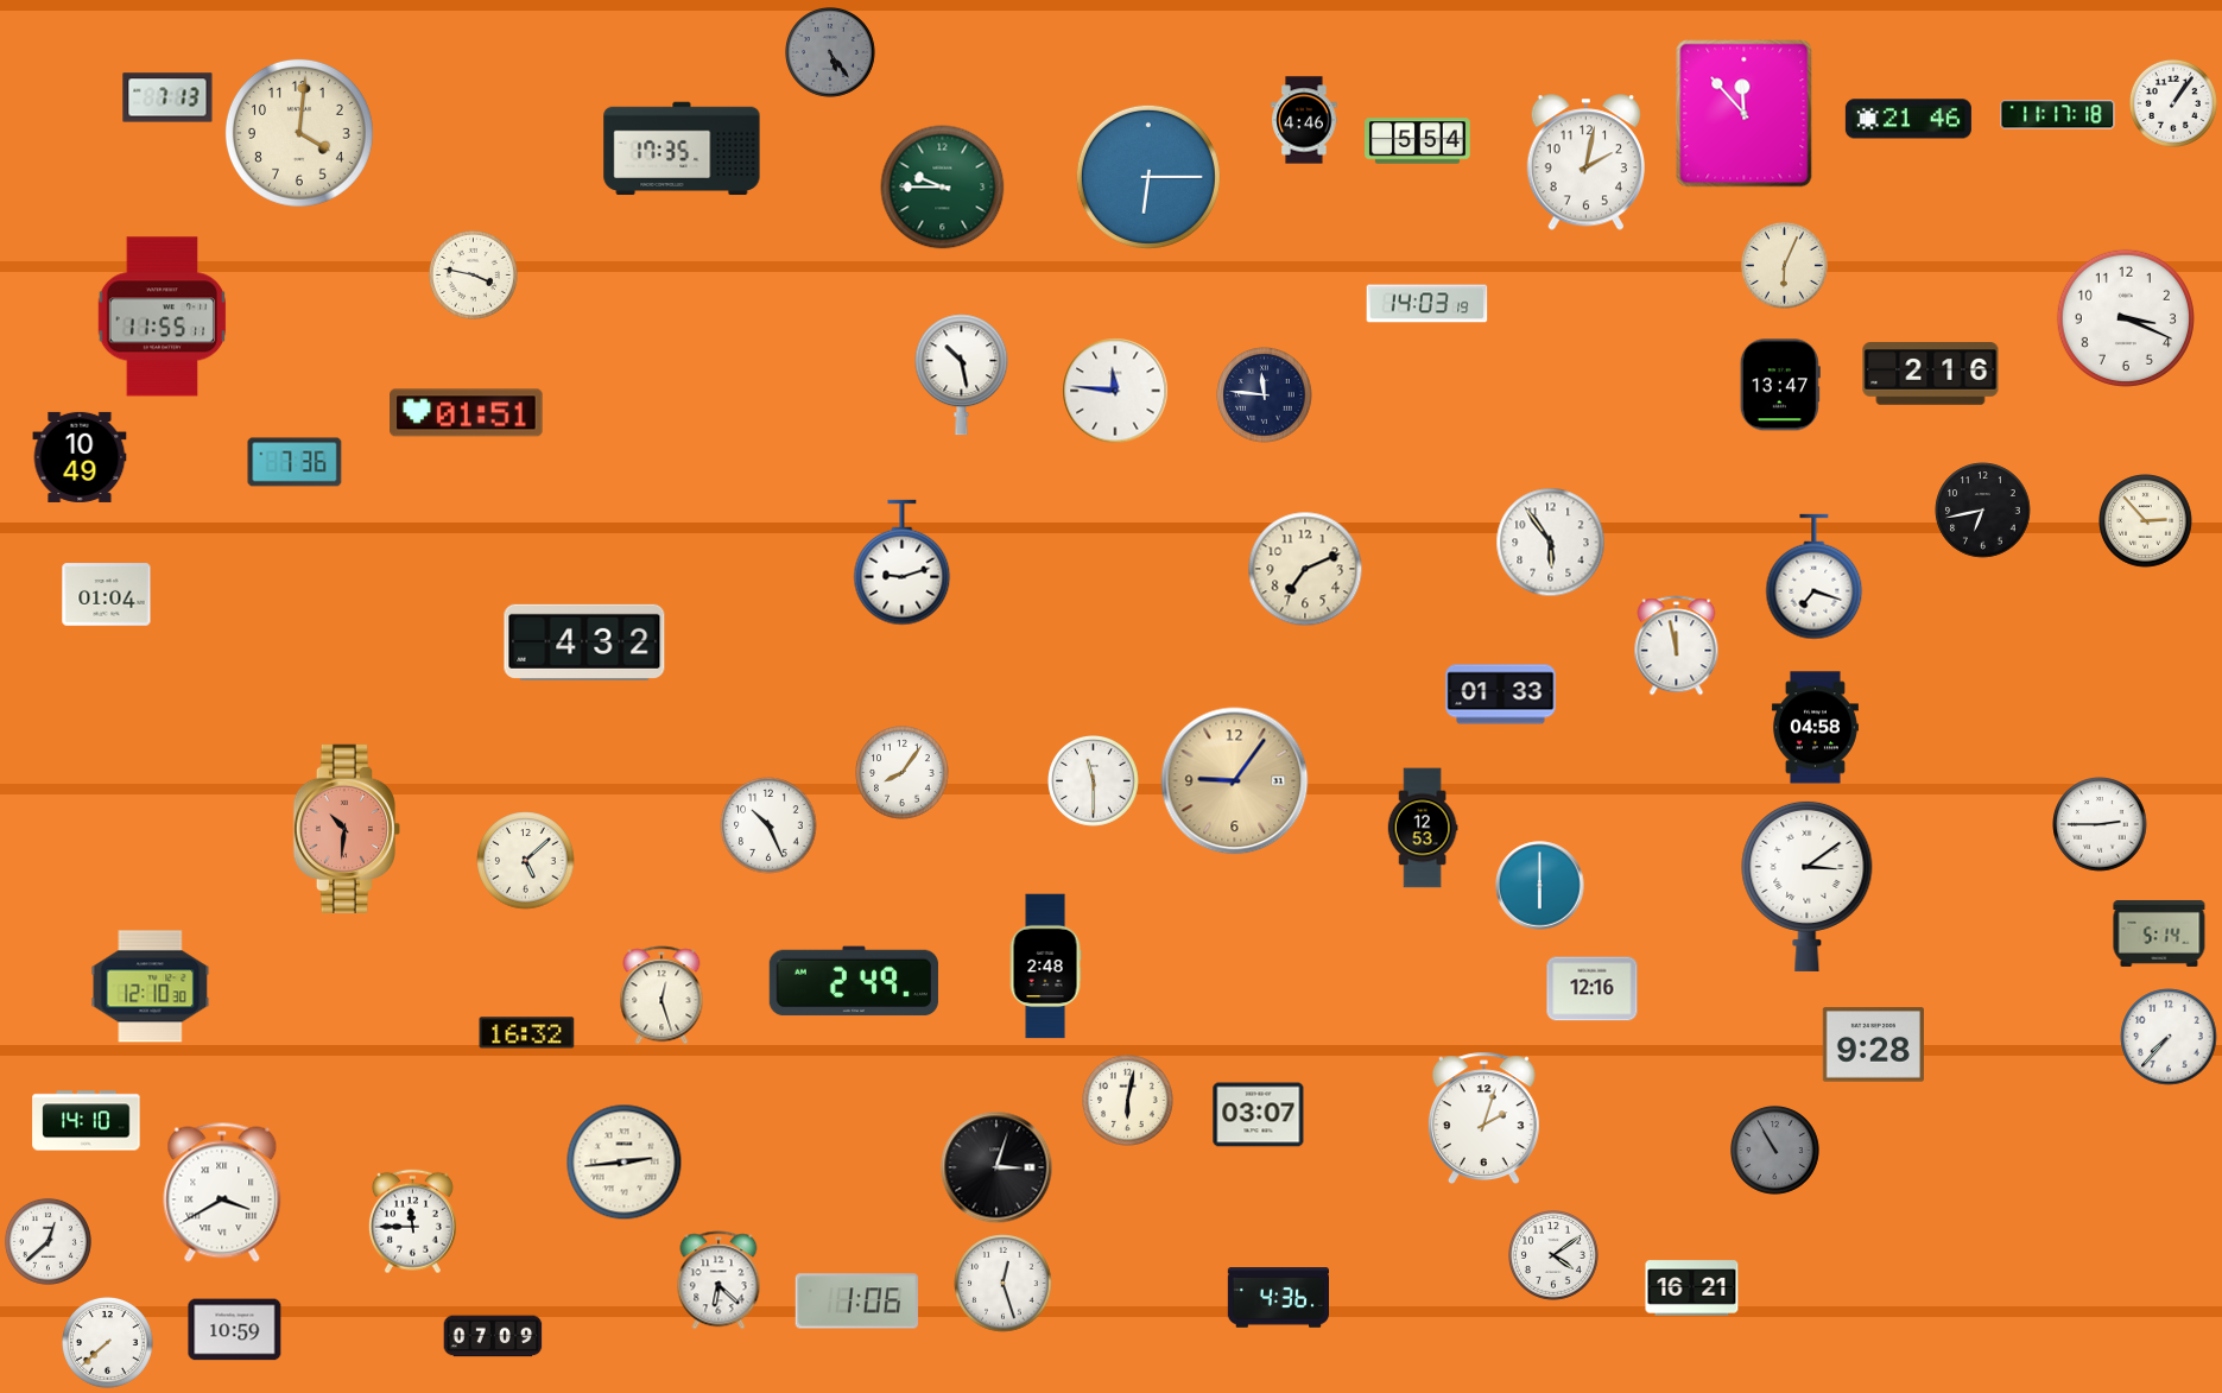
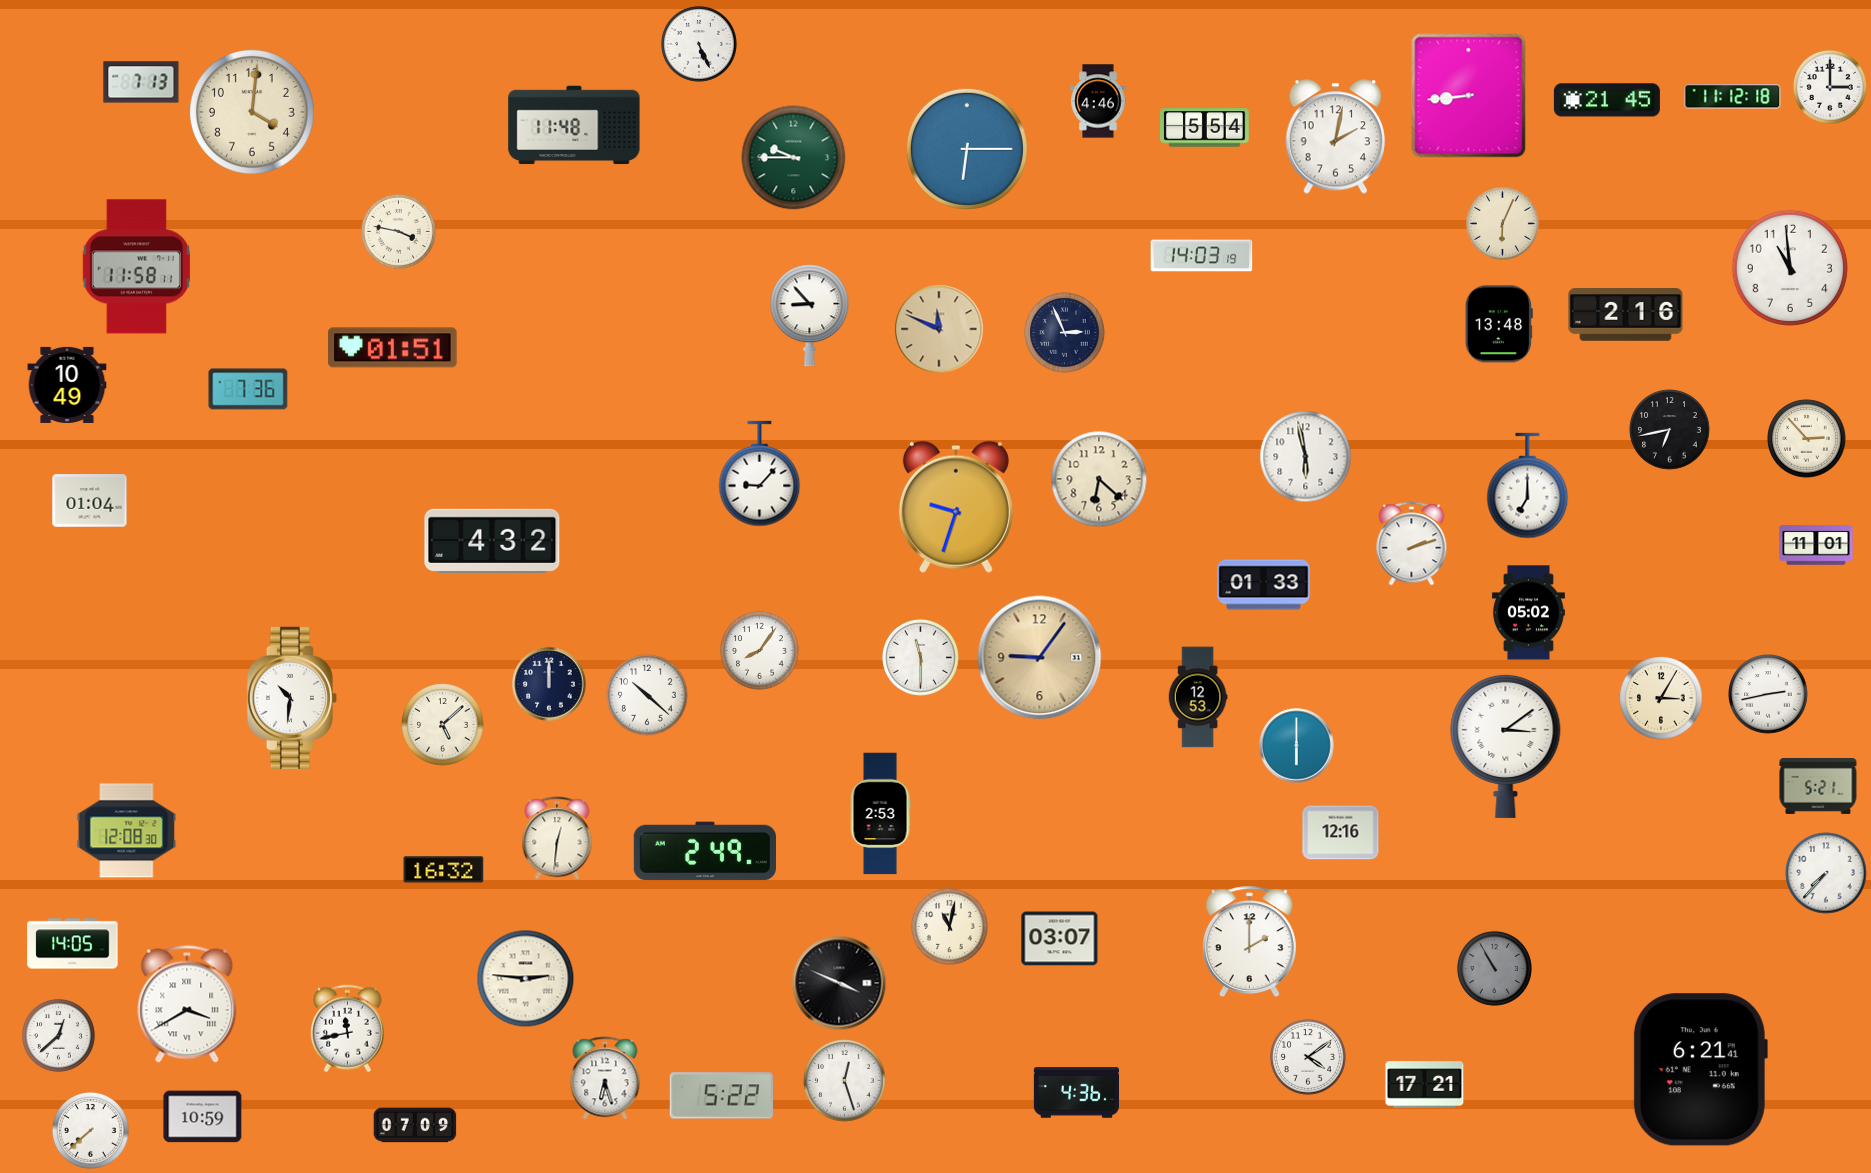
clock at (831, 53): 5:24 -> 5:26
clock at (831, 53) dial: grey -> white
clock at (2173, 103): 1:06 -> 3:00
clock at (1745, 114): 11:53 -> 8:44
clock at (2058, 115): 11:17 -> 11:12
clock at (1908, 119): 21:46 -> 21:45
clock at (1418, 141) position: (1418, 141) -> (1205, 128)
clock at (682, 148): 17:35 -> 11:48
clock at (163, 317): 11:55 -> 11:58
clock at (2126, 318): 3:19 -> 10:59
clock at (962, 375): 10:28 -> 8:53
clock at (1780, 385): 13:47 -> 13:48
clock at (1115, 391): 11:46 -> 11:49
clock at (1115, 391) dial: white -> champagne
clock at (1265, 395): 11:46 -> 2:56
clock at (1551, 543): 5:54 -> 5:58
clock at (903, 563): 9:12 -> 9:07
clock at (1305, 569): 7:11 -> 6:22
clock at (1815, 577): 7:18 -> 7:00
clock at (956, 507): none -> 9:33
clock at (1677, 646): 11:58 -> 2:12
clock at (1816, 545): none -> 11:01
clock at (1815, 728): 04:58 -> 05:02
clock at (549, 684): none -> 12:00
clock at (2100, 824): 2:45 -> 2:43
clock at (768, 825): 10:26 -> 10:22
clock at (346, 829) dial: salmon -> white
clock at (1661, 698): none -> 3:05
clock at (1808, 886) position: (1808, 886) -> (1506, 746)
clock at (2159, 933): 5:14 -> 5:21
clock at (1045, 967): 2:48 -> 2:53
clock at (854, 981) position: (854, 981) -> (705, 851)
clock at (151, 987): 12:10 -> 12:08
clock at (661, 995): 12:27 -> 12:31
clock at (1873, 1045): 9:28 -> none
clock at (1128, 1101): 6:02 -> 11:02
clock at (1483, 1117): 2:03 -> 2:00
clock at (87, 1121): 14:10 -> 14:05
clock at (625, 1163): 2:44 -> 2:46
clock at (996, 1167): 3:03 -> 3:49
clock at (412, 1222): 11:45 -> 11:43
clock at (48, 1241) position: (48, 1241) -> (58, 1035)
clock at (1700, 1070): none -> 6:21
clock at (718, 1280): 6:22 -> 6:27
clock at (1692, 1288): 16:21 -> 17:21
clock at (856, 1302): 1:06 -> 5:22
clock at (235, 1330) position: (235, 1330) -> (203, 1117)
